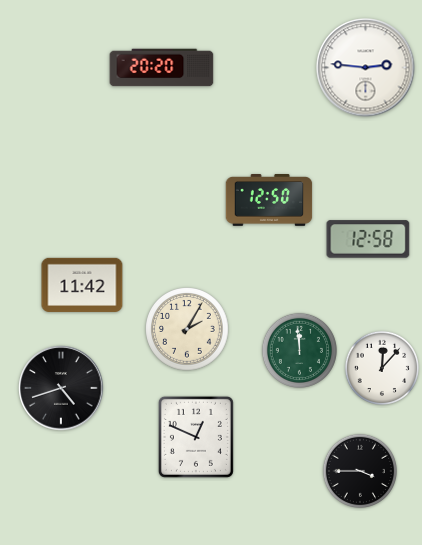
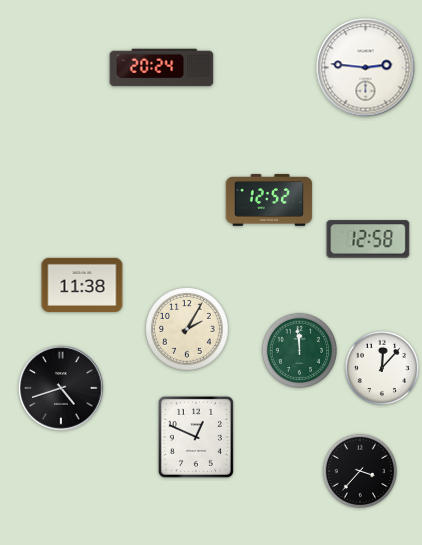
clock at (162, 68): 20:20 -> 20:24
clock at (269, 201): 12:50 -> 12:52
clock at (82, 285): 11:42 -> 11:38
clock at (359, 470): 3:45 -> 3:37
